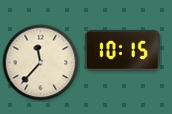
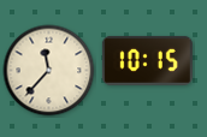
clock at (41, 63) position: (41, 63) -> (49, 71)
